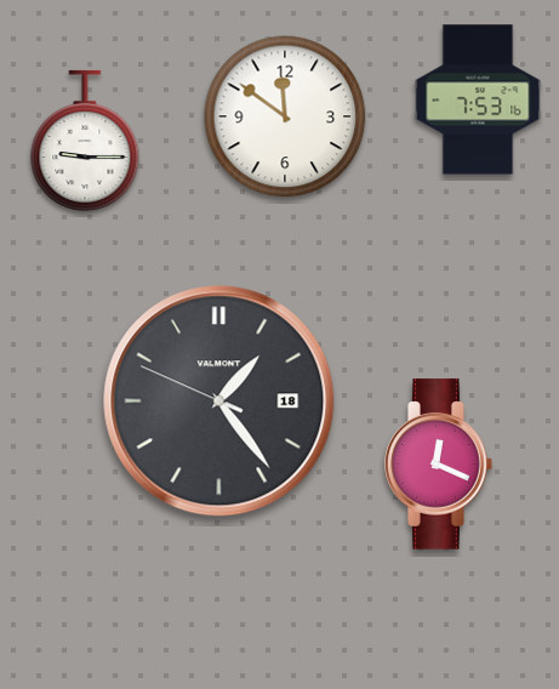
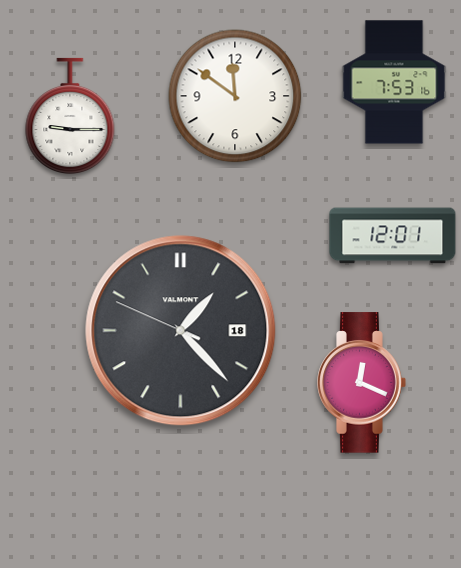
clock at (393, 236): none -> 12:01
clock at (219, 402): 1:23 -> 1:22
